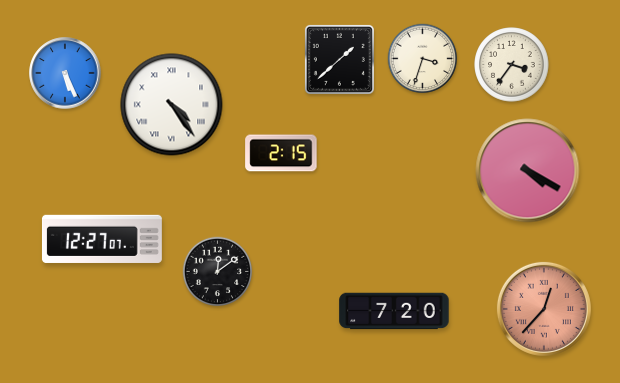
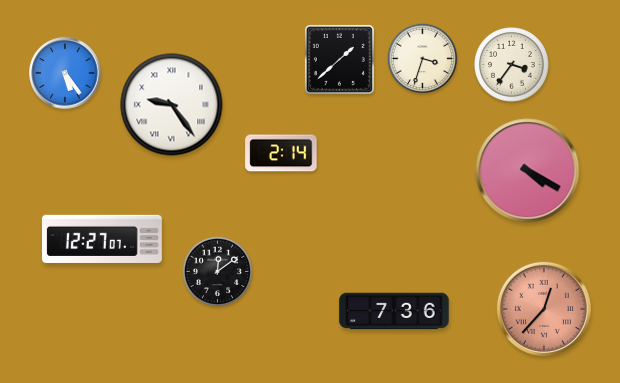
clock at (65, 73): 5:26 -> 5:24
clock at (172, 105): 4:24 -> 9:24
clock at (281, 153): 2:15 -> 2:14
clock at (394, 311): 7:20 -> 7:36
